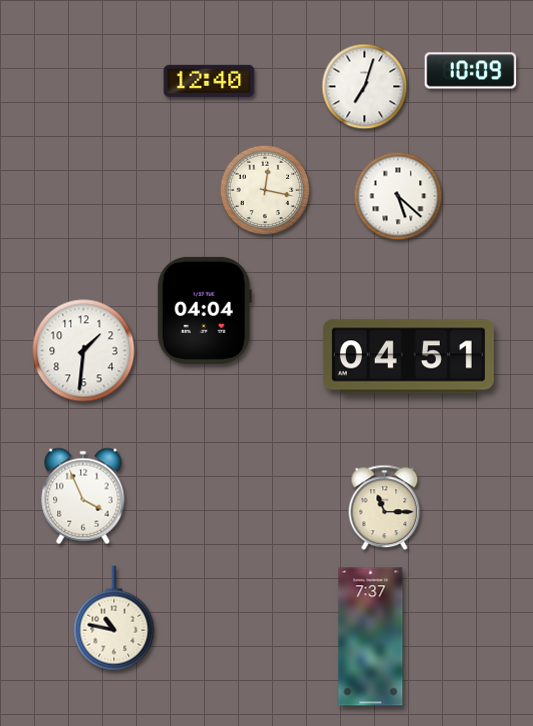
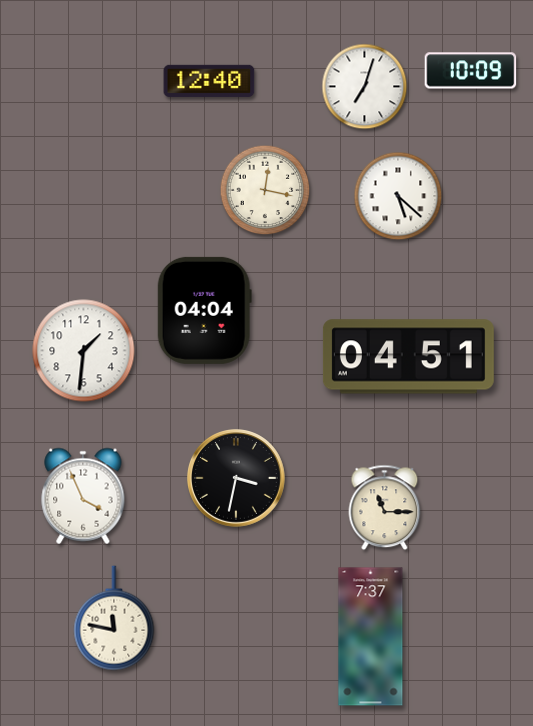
clock at (237, 479): none -> 3:32
clock at (114, 618): 10:47 -> 11:47
